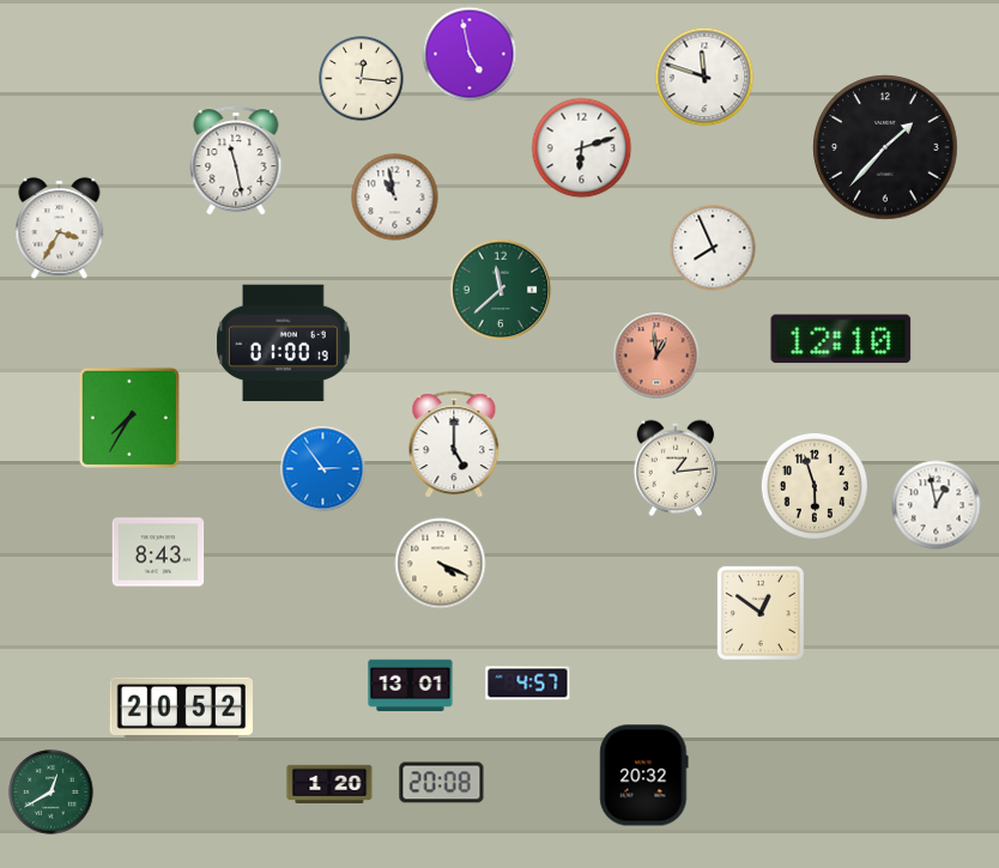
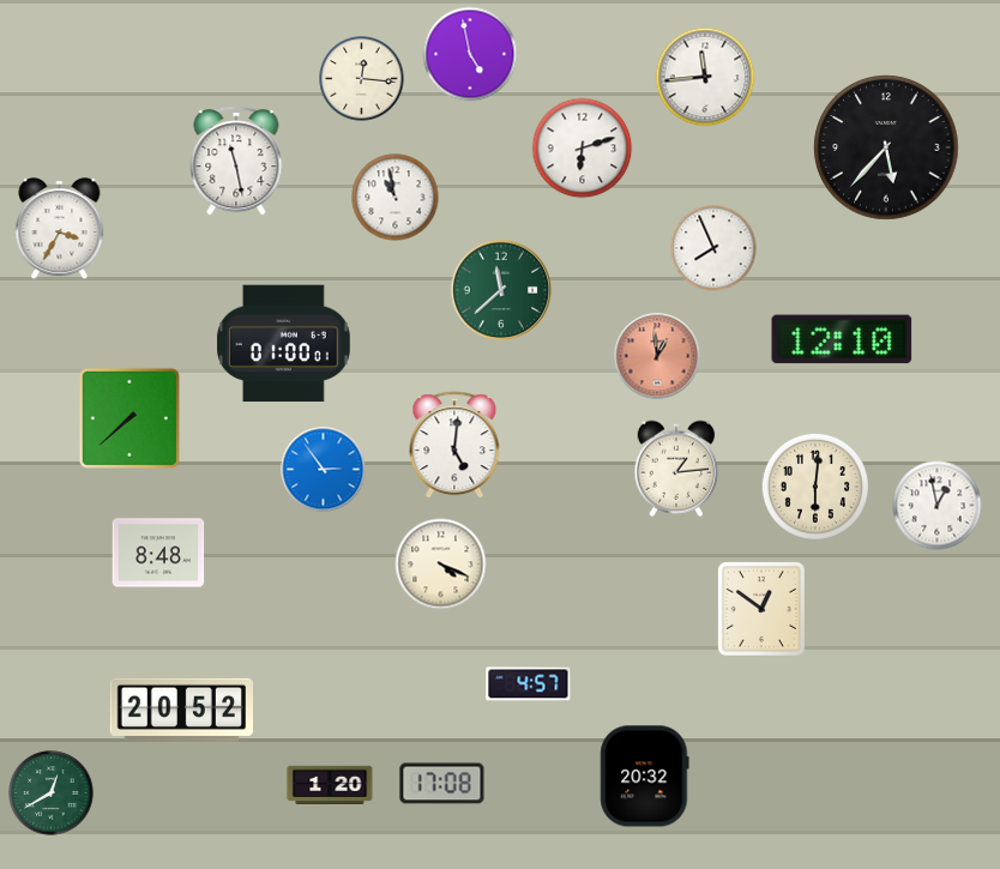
clock at (704, 77): 11:48 -> 11:44
clock at (885, 147): 1:37 -> 5:37
clock at (284, 344): 01:00:19 -> 01:00:01
clock at (129, 418): 7:35 -> 7:38
clock at (454, 445): 5:00 -> 5:01
clock at (815, 486): 5:57 -> 6:01
clock at (158, 552): 8:43 -> 8:48
clock at (761, 613) position: (761, 613) -> (761, 609)
clock at (411, 686): 13:01 -> none
clock at (442, 783): 20:08 -> 17:08
